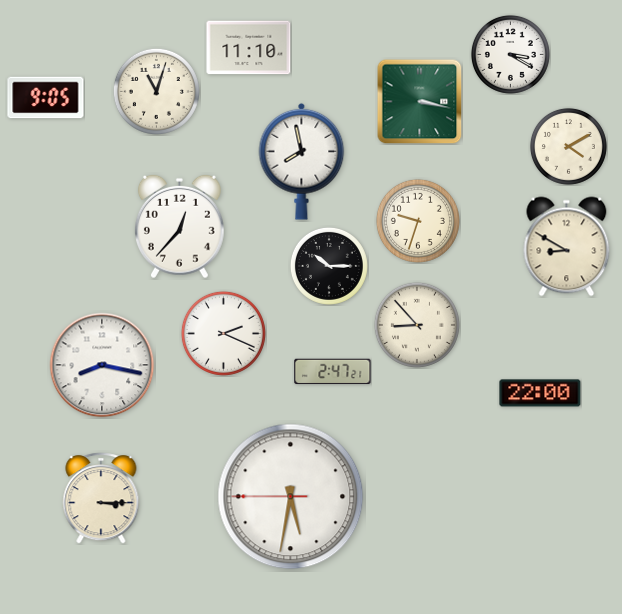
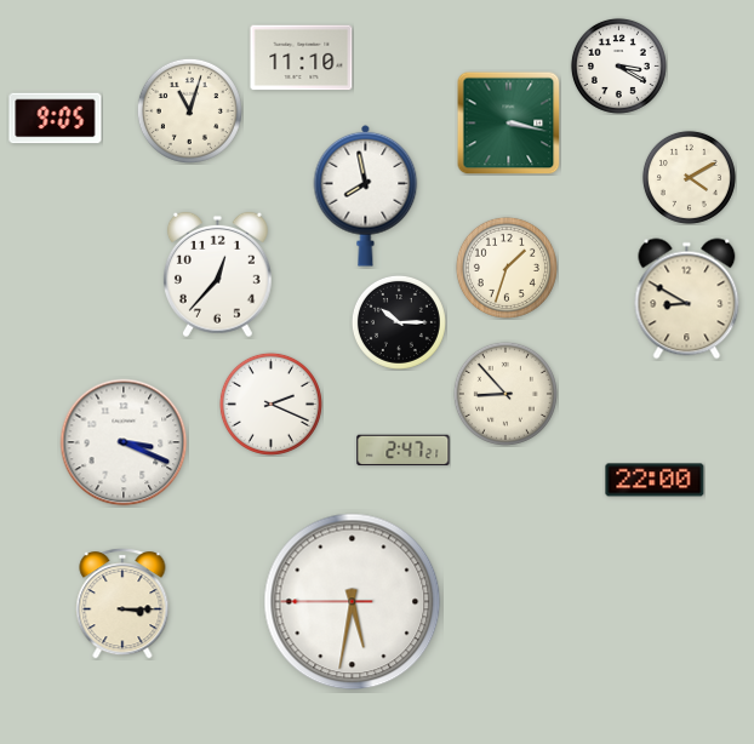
clock at (418, 221): 9:33 -> 1:33
clock at (102, 365): 8:17 -> 3:19
clock at (540, 393) position: (540, 393) -> (655, 480)
